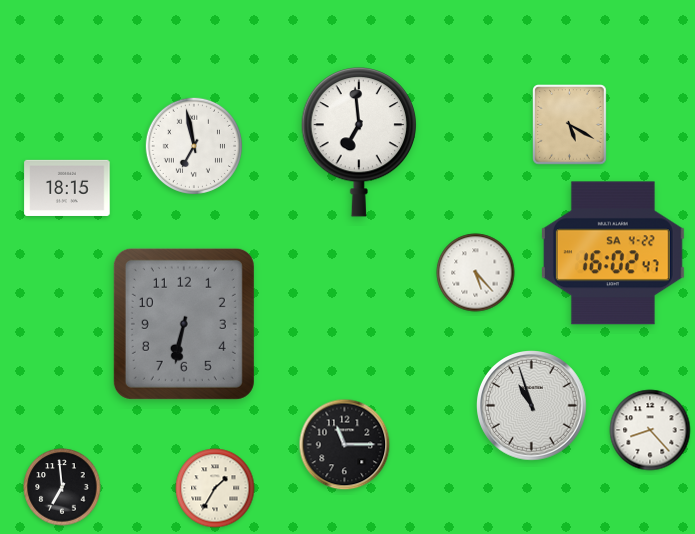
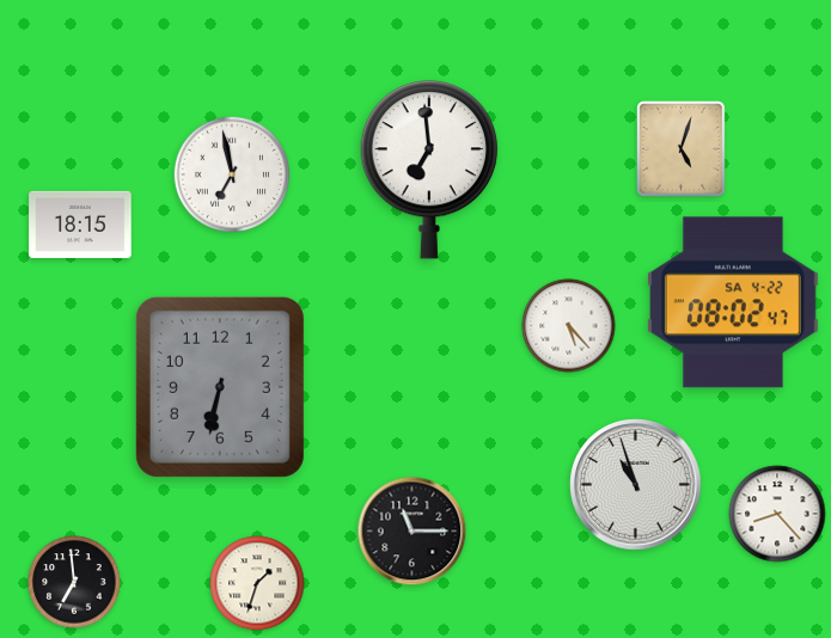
clock at (570, 125): 5:20 -> 5:03
clock at (613, 253): 16:02 -> 08:02
clock at (215, 488): 1:35 -> 1:33
